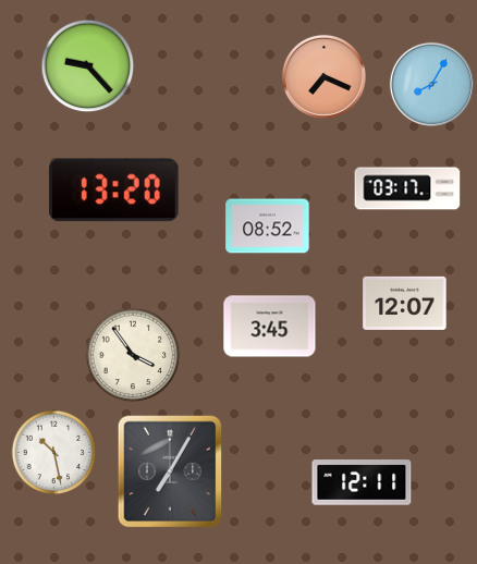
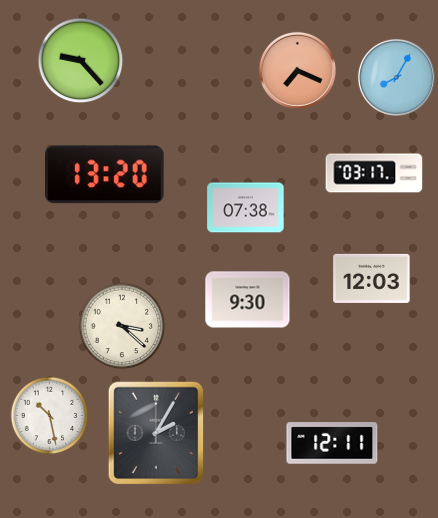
clock at (268, 226): 08:52 -> 07:38
clock at (405, 303): 12:07 -> 12:03
clock at (270, 327): 3:45 -> 9:30
clock at (133, 355): 3:54 -> 3:22
clock at (170, 471): 7:05 -> 2:05
